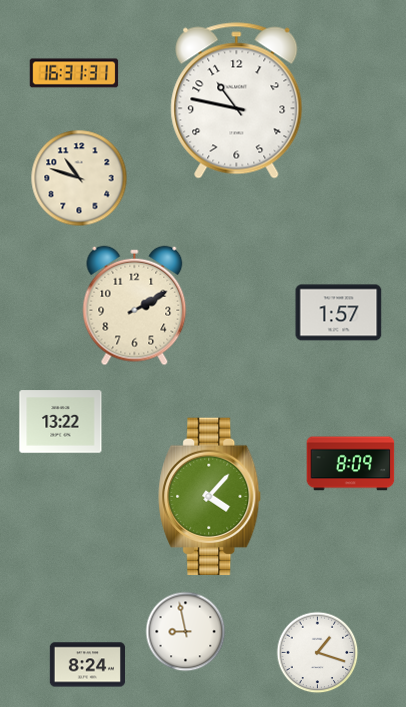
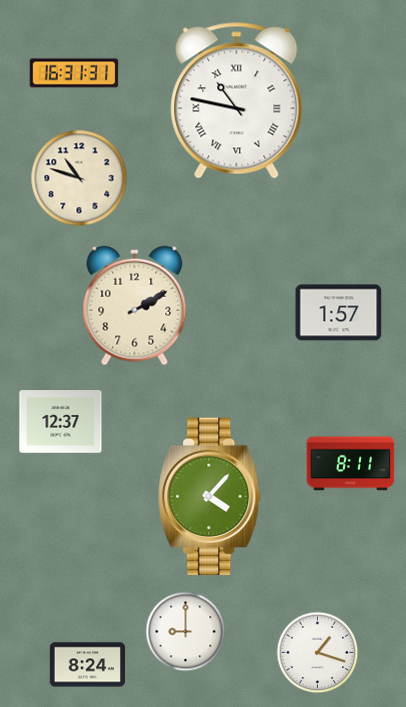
clock at (237, 101) numerals: Arabic -> Roman
clock at (61, 422): 13:22 -> 12:37
clock at (351, 464): 8:09 -> 8:11
clock at (186, 632): 8:58 -> 9:00
